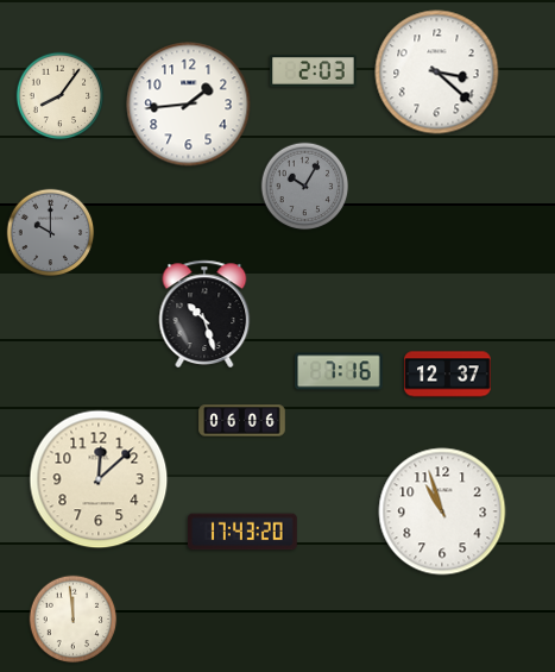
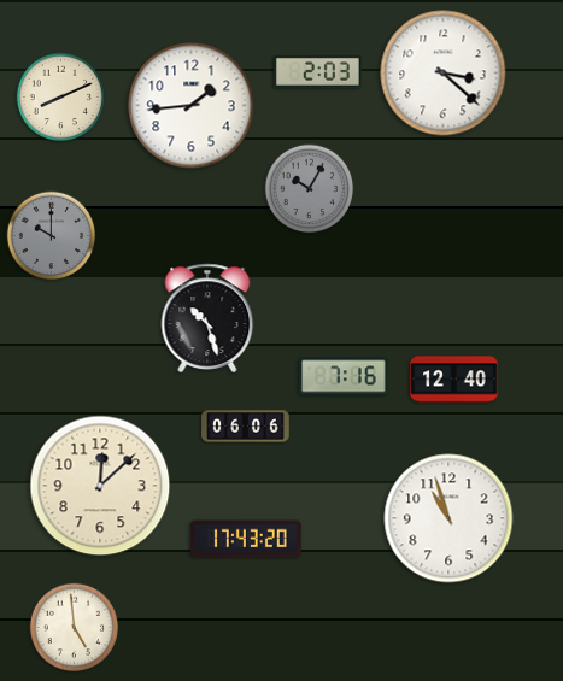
clock at (61, 96): 8:06 -> 8:11
clock at (448, 375): 12:37 -> 12:40
clock at (74, 620): 11:59 -> 4:59
